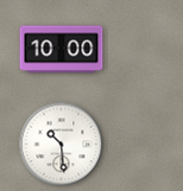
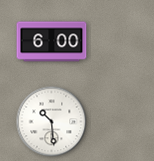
clock at (62, 50): 10:00 -> 6:00
